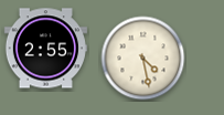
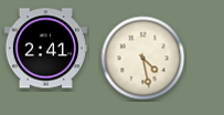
clock at (45, 49): 2:55 -> 2:41
